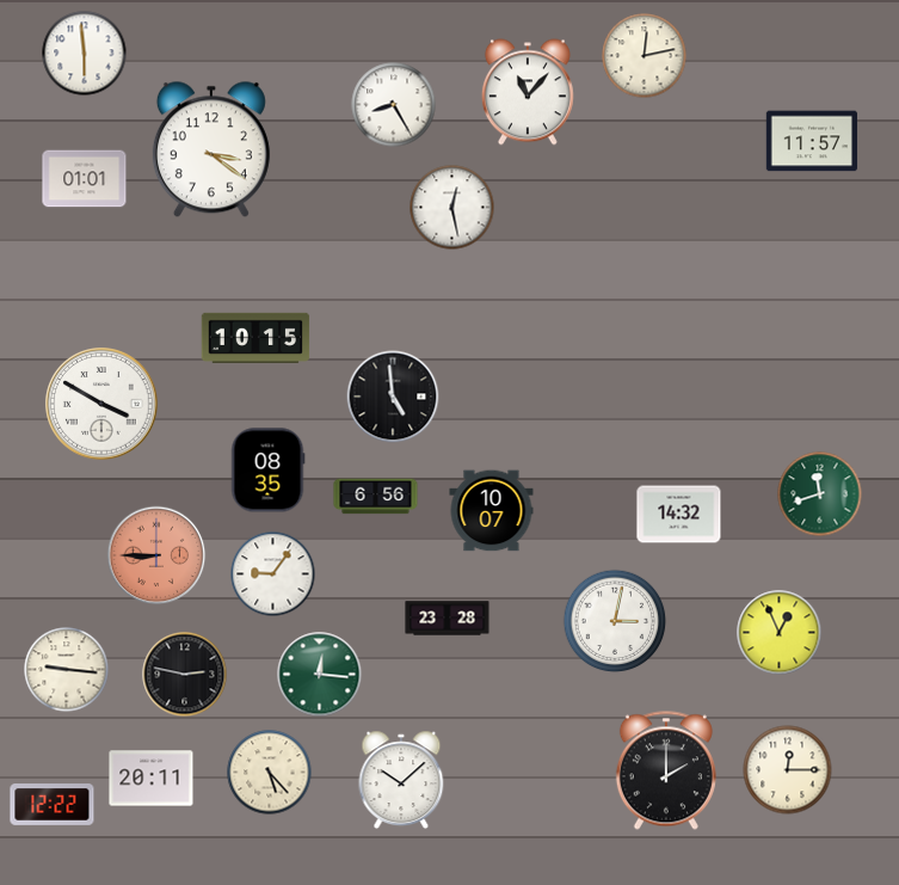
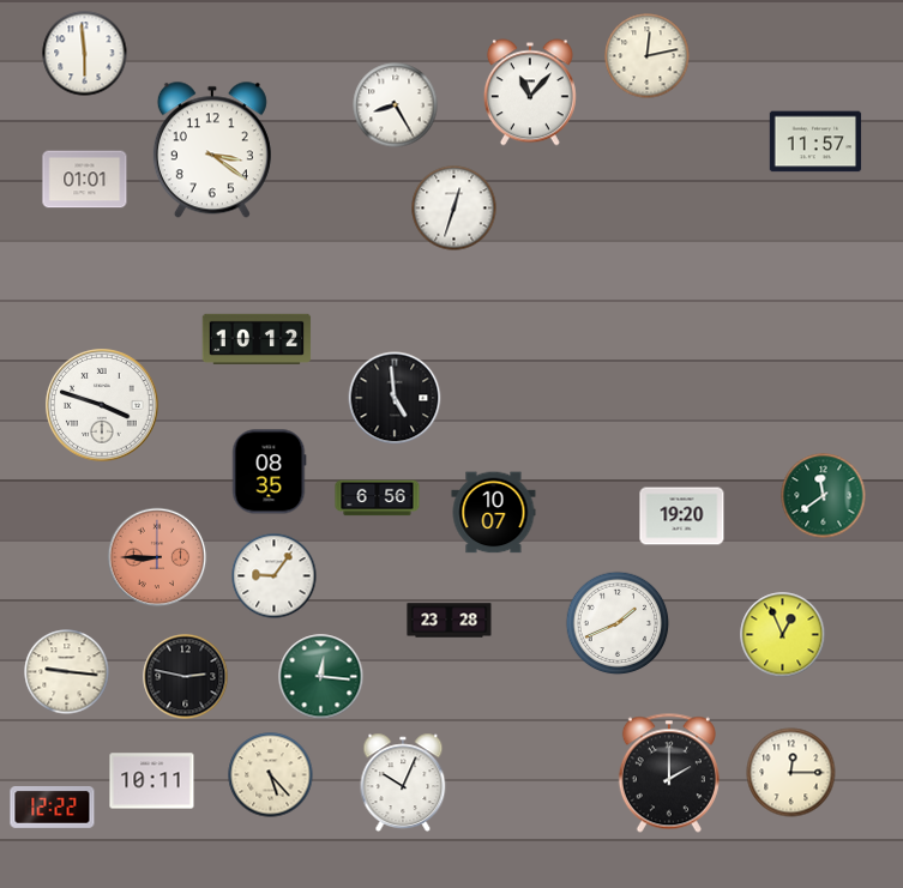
clock at (452, 208): 12:28 -> 12:33
clock at (255, 338): 10:15 -> 10:12
clock at (101, 404): 3:50 -> 3:48
clock at (820, 494): 11:42 -> 11:39
clock at (679, 515): 14:32 -> 19:20
clock at (615, 621): 3:02 -> 1:41
clock at (152, 779): 20:11 -> 10:11
clock at (401, 780): 10:08 -> 10:04
